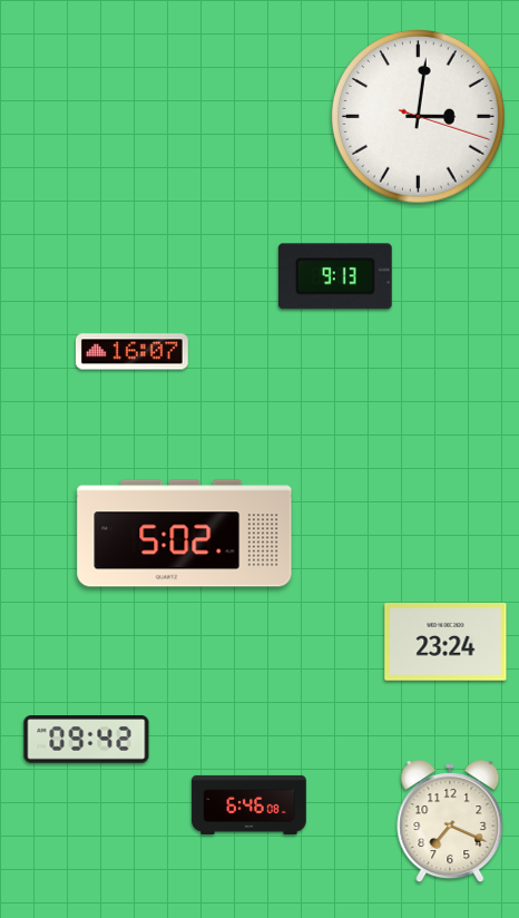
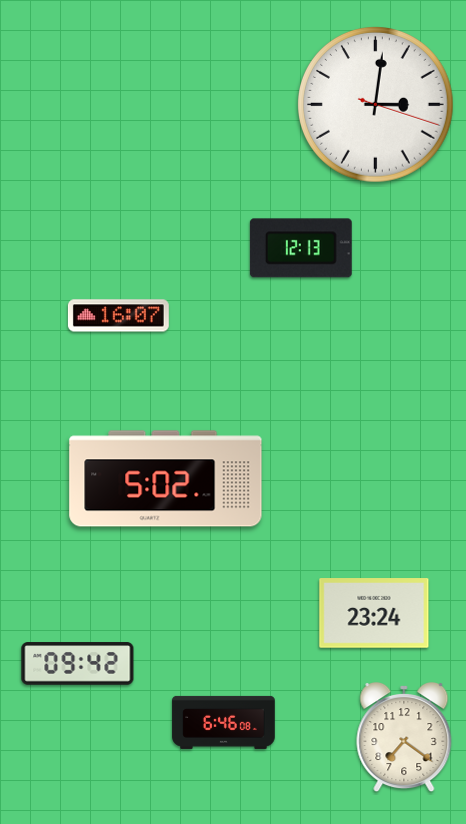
clock at (335, 276): 9:13 -> 12:13
clock at (445, 642) position: (445, 642) -> (374, 613)
clock at (450, 822): 7:19 -> 7:21
